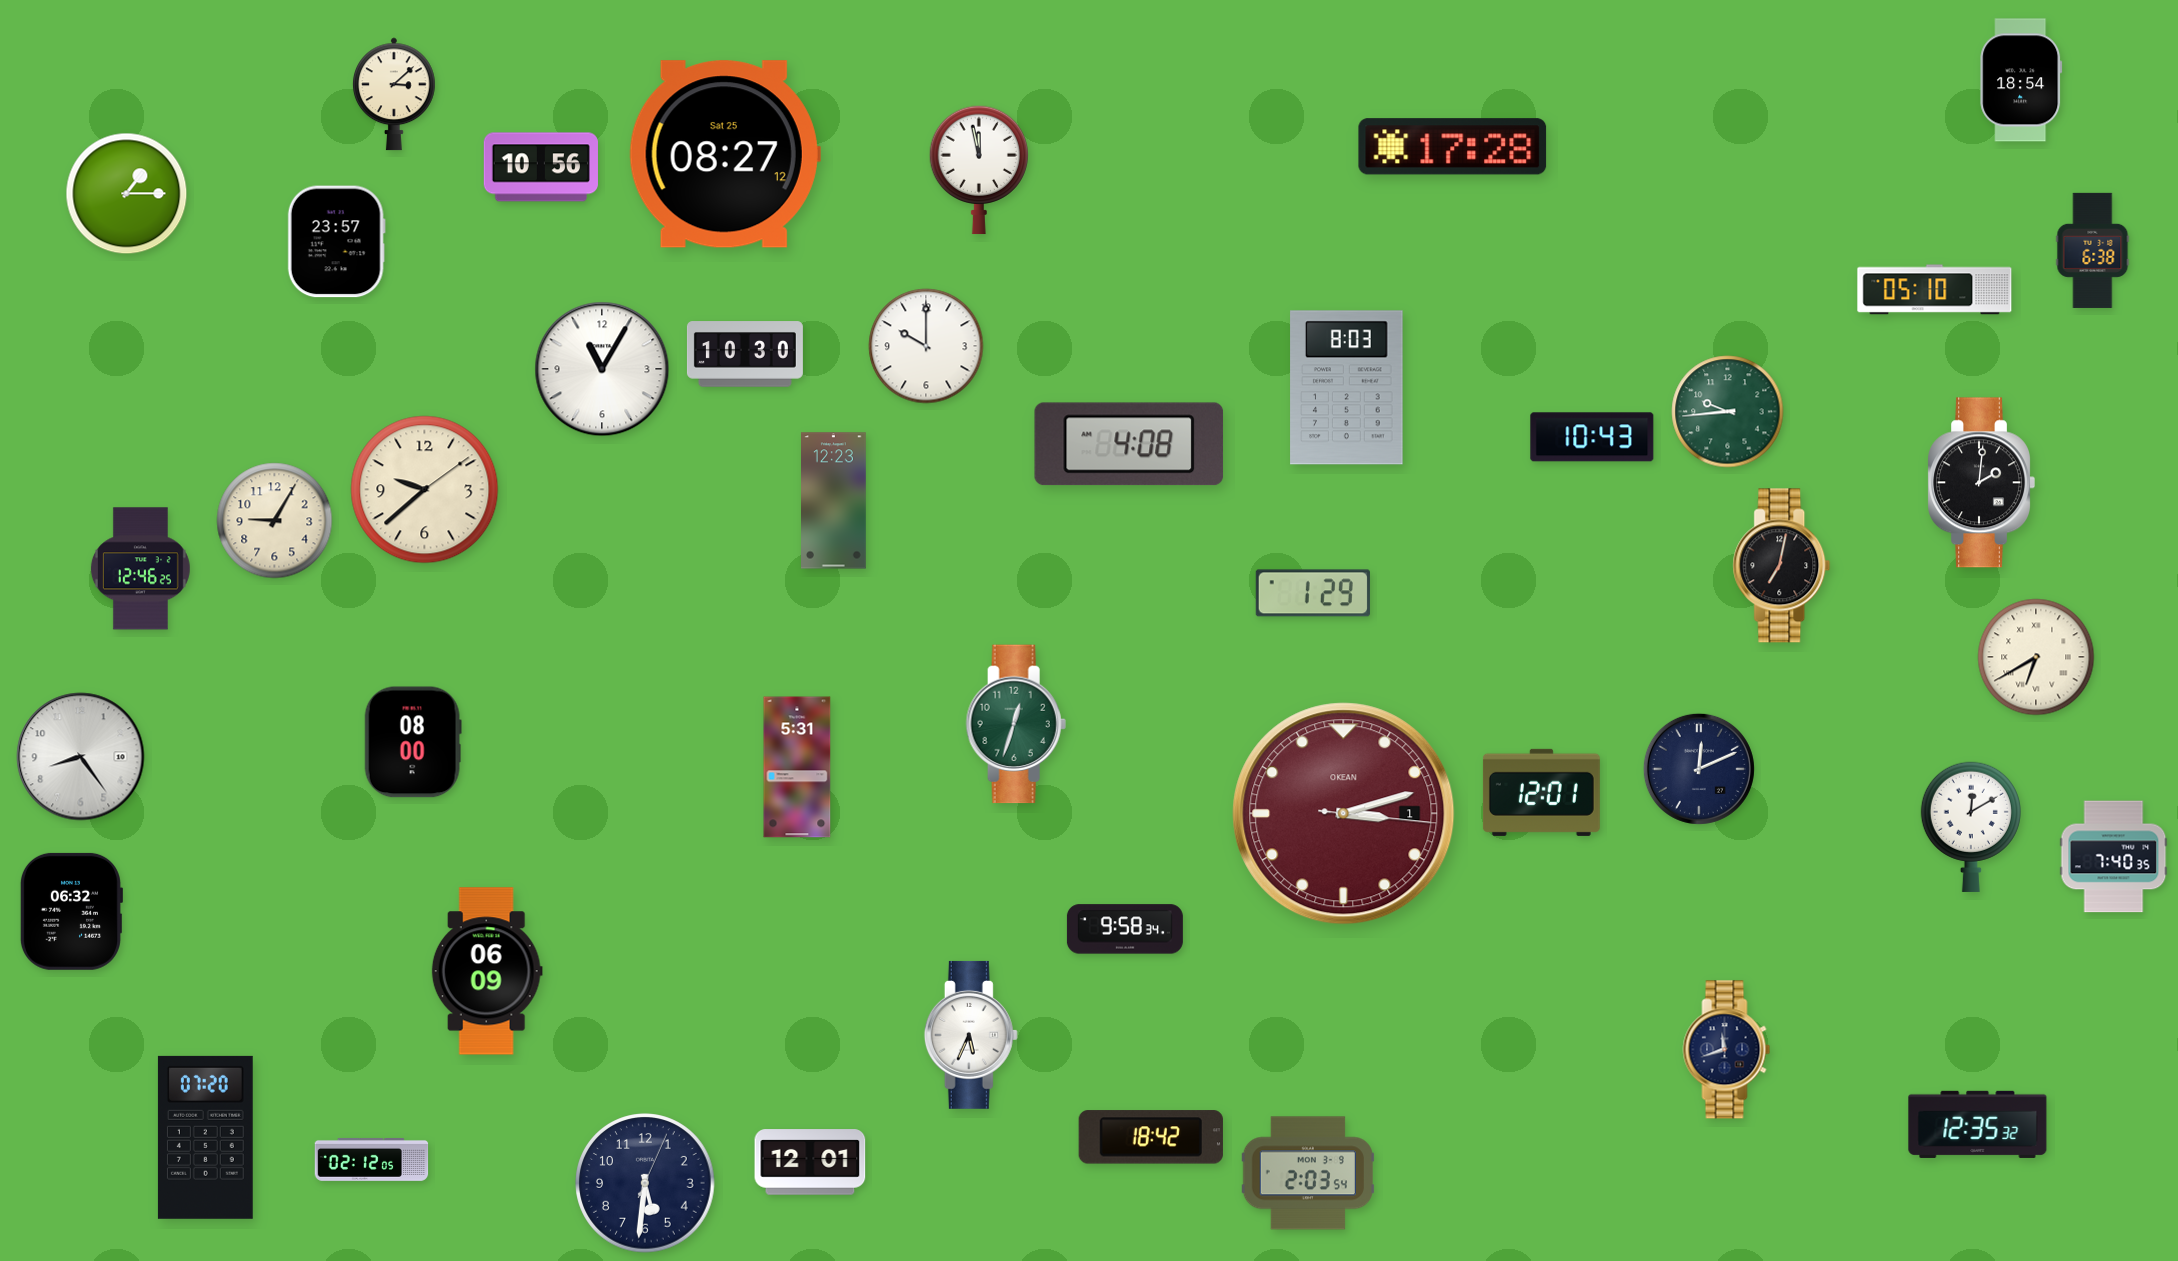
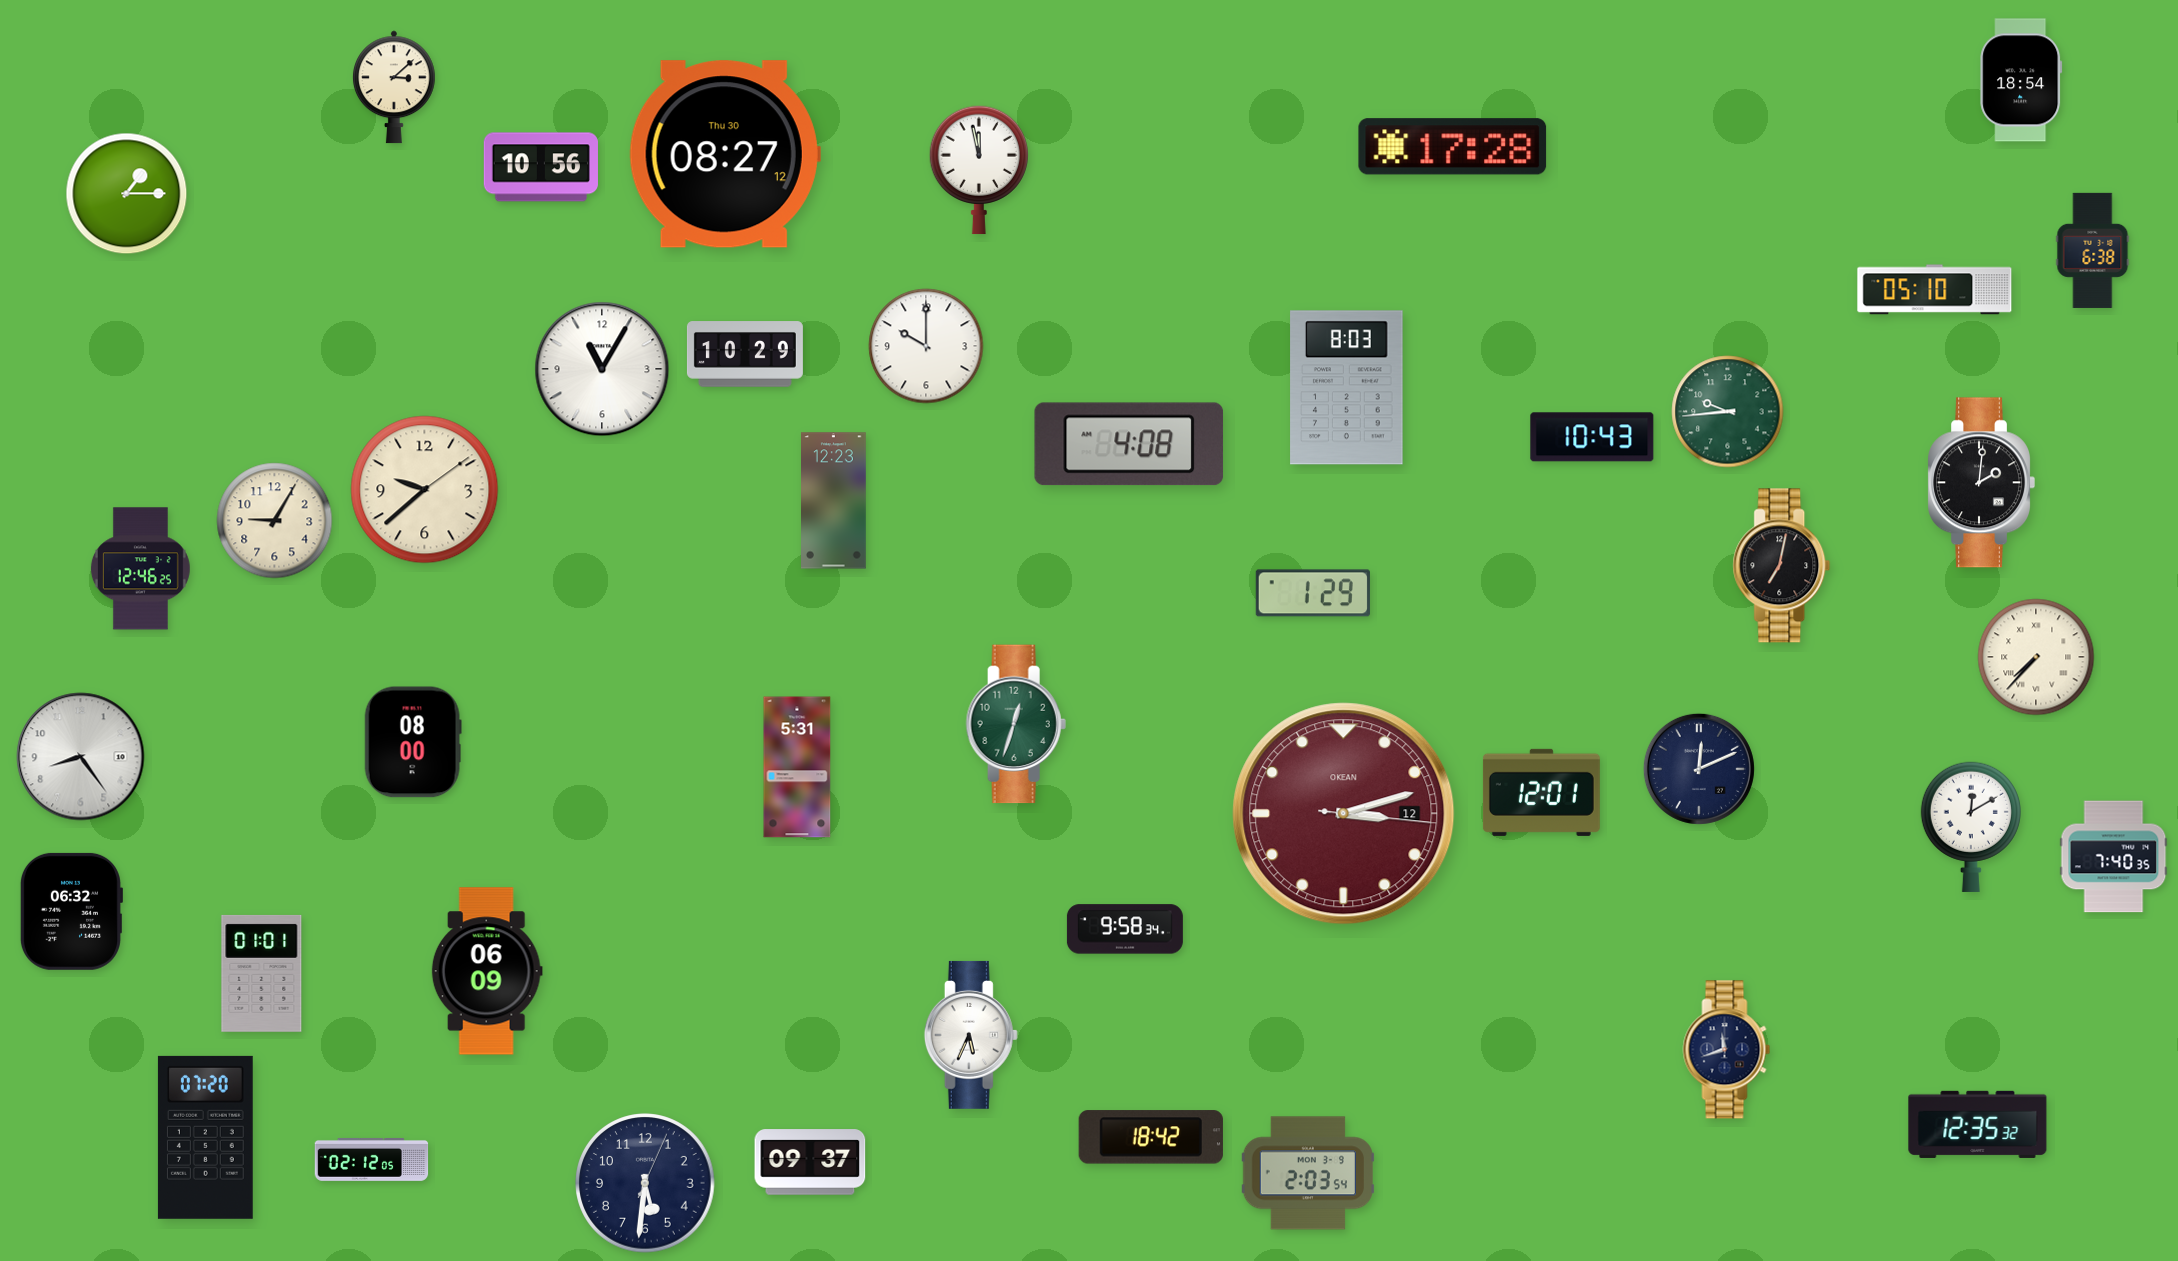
clock at (394, 94) position: (394, 94) -> (394, 87)
clock at (725, 154) date: Sat 25 -> Thu 30
clock at (336, 242): 23:57 -> none
clock at (745, 354): 10:30 -> 10:29
clock at (2036, 657): 6:40 -> 7:37
clock at (1344, 814) date: 1 -> 12
clock at (262, 973): none -> 01:01
clock at (810, 1162): 12:01 -> 09:37
